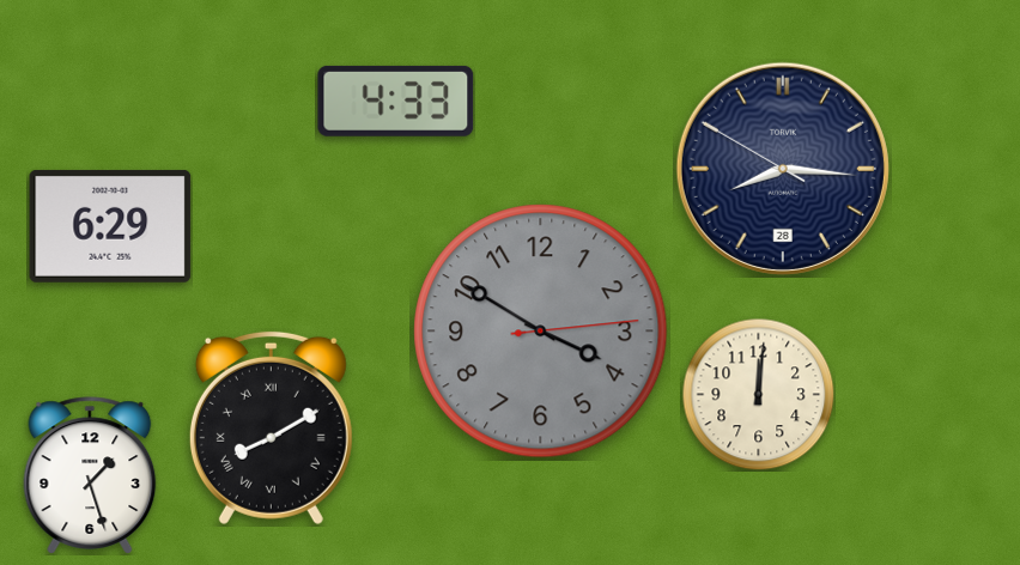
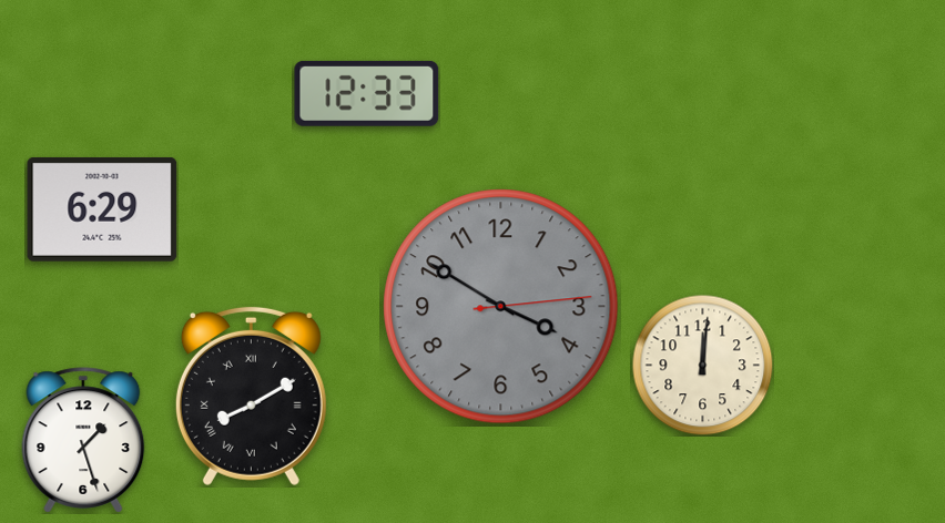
clock at (396, 101): 4:33 -> 12:33
clock at (783, 169): 8:15 -> none
